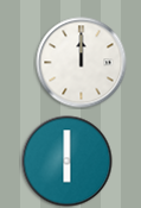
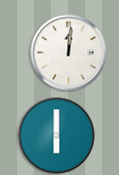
clock at (82, 63): 12:00 -> 12:01
